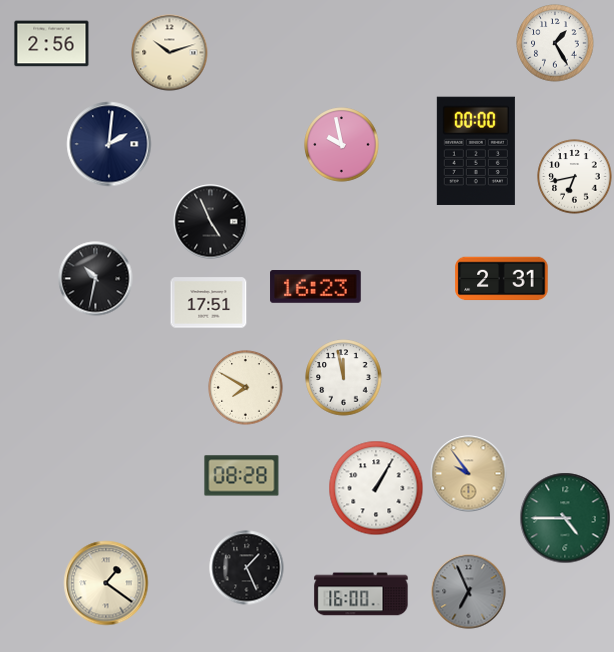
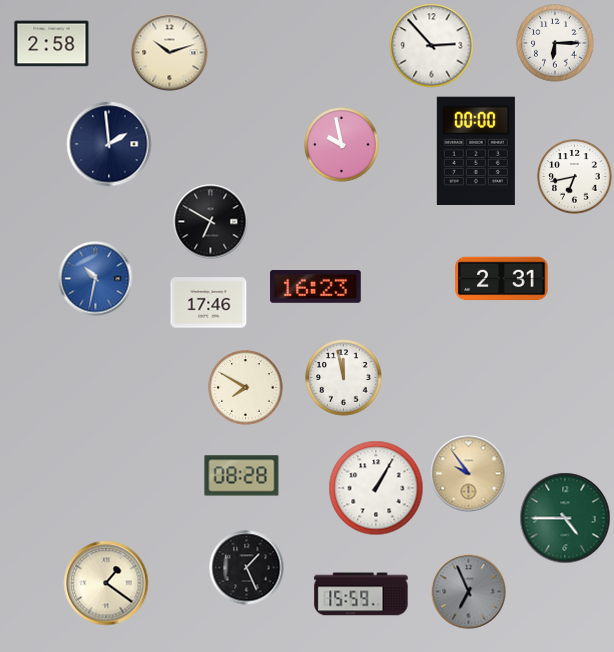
clock at (555, 43): 1:25 -> 6:15
clock at (52, 44): 2:56 -> 2:58
clock at (432, 46): none -> 2:53
clock at (109, 144): 2:01 -> 1:59
clock at (211, 222): 4:56 -> 6:50
clock at (96, 279) dial: black -> blue
clock at (209, 303): 17:51 -> 17:46
clock at (361, 594): 16:00 -> 15:59
